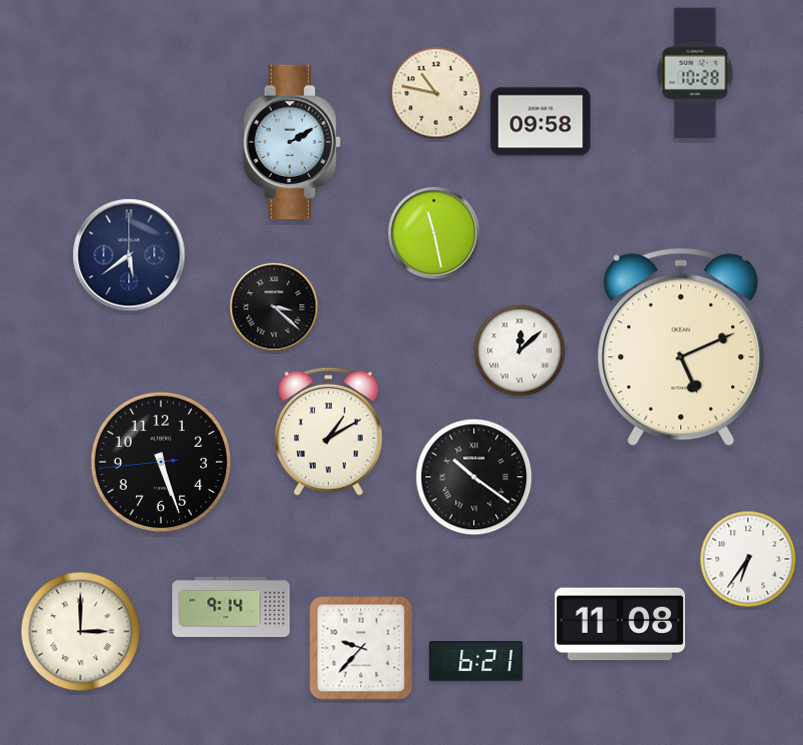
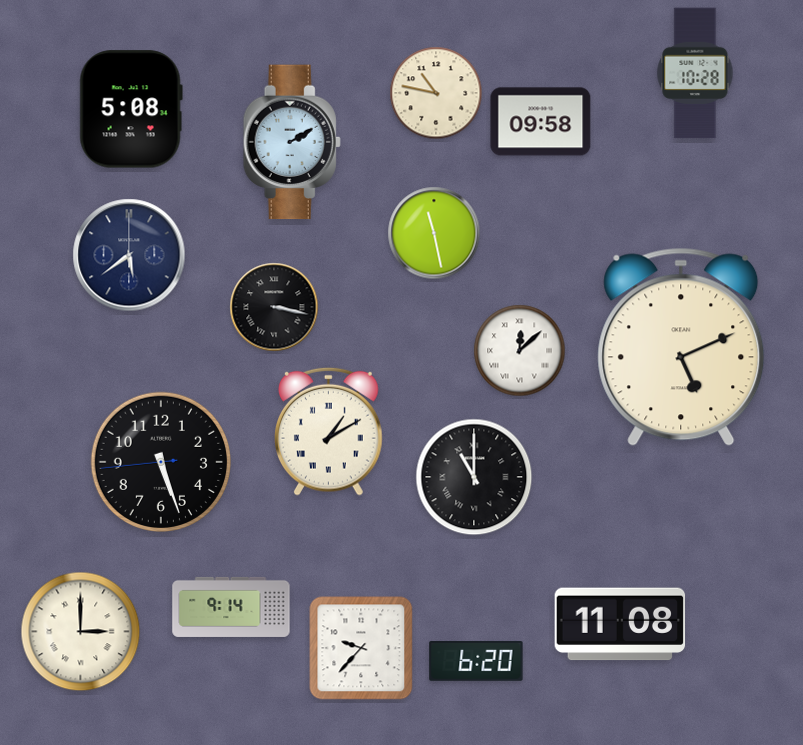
clock at (131, 109): none -> 5:08
clock at (274, 307): 3:22 -> 3:17
clock at (474, 477): 10:21 -> 11:00
clock at (748, 559): 6:36 -> none
clock at (476, 662): 6:21 -> 6:20
